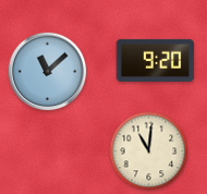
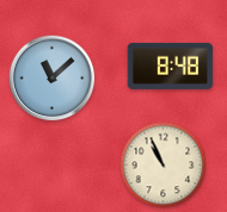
clock at (156, 60): 9:20 -> 8:48
clock at (149, 151): 11:01 -> 10:56
